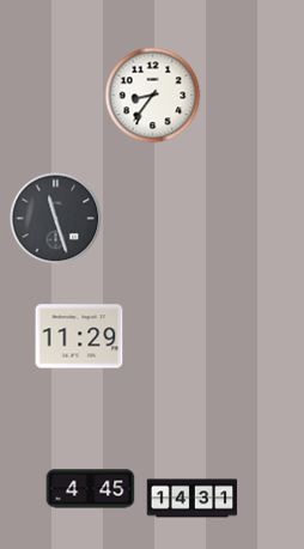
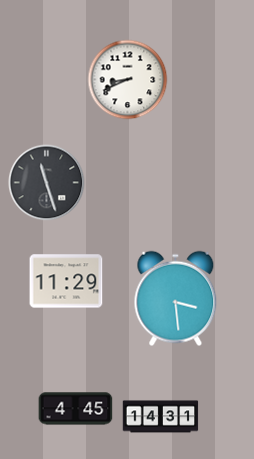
clock at (153, 96): 8:36 -> 8:41
clock at (176, 299): none -> 3:29
